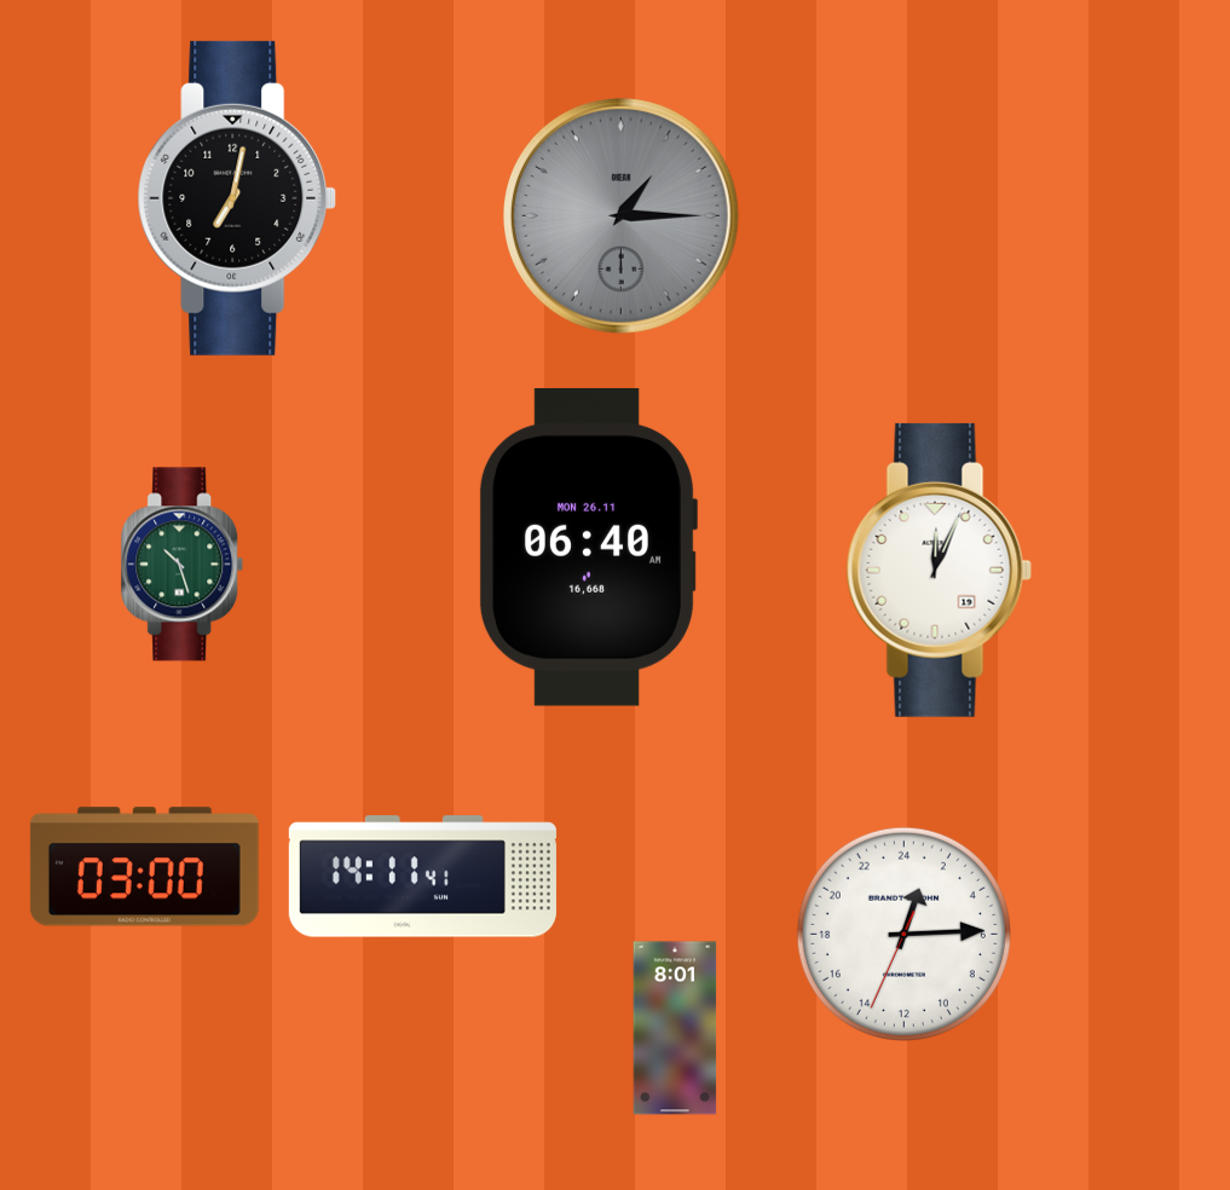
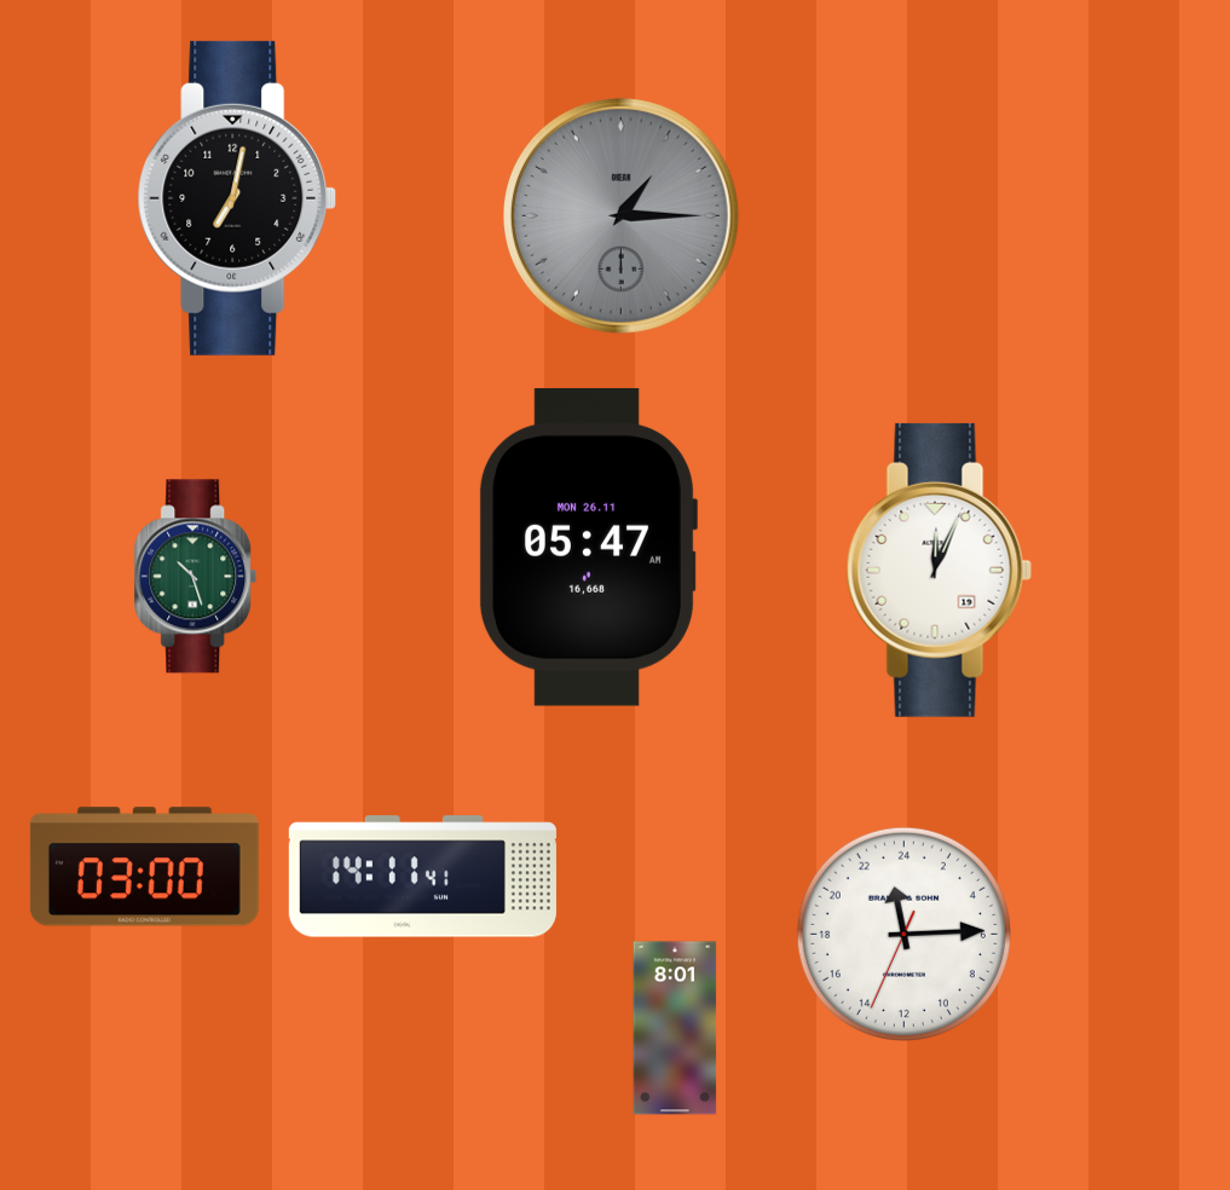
clock at (588, 548): 06:40 -> 05:47
clock at (183, 565) position: (183, 565) -> (196, 577)
clock at (903, 934): 1:14 -> 23:14
